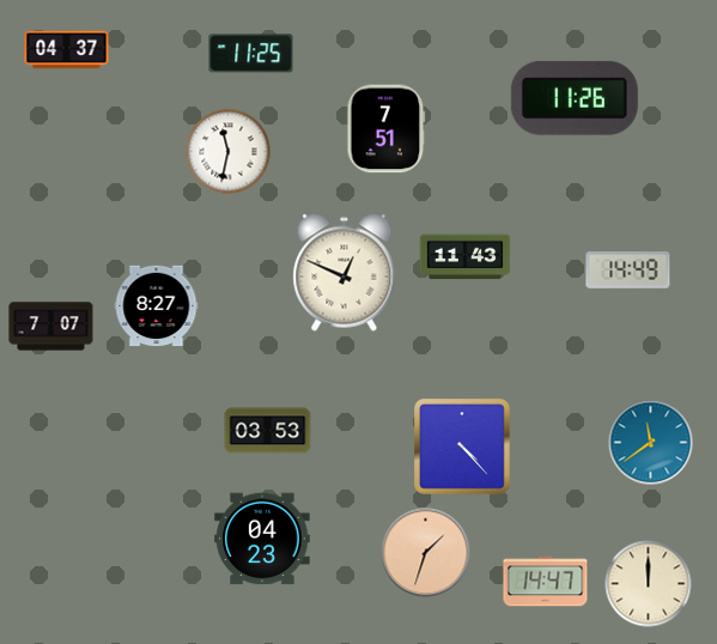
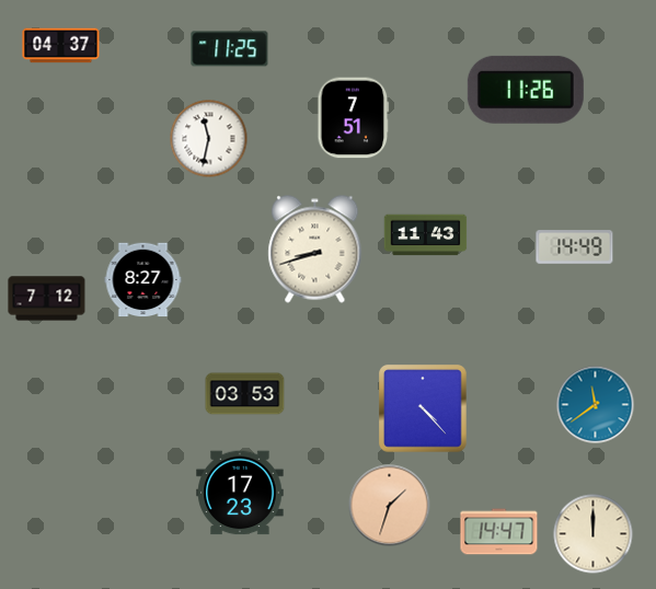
clock at (345, 273): 12:49 -> 8:42
clock at (51, 327): 7:07 -> 7:12
clock at (262, 539): 04:23 -> 17:23
